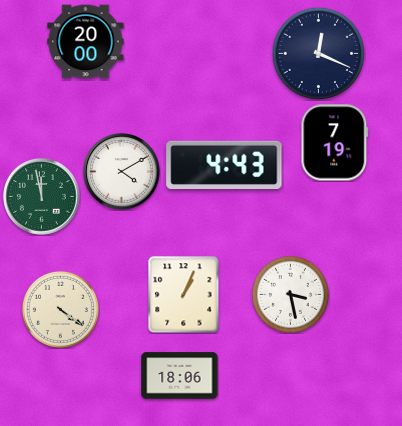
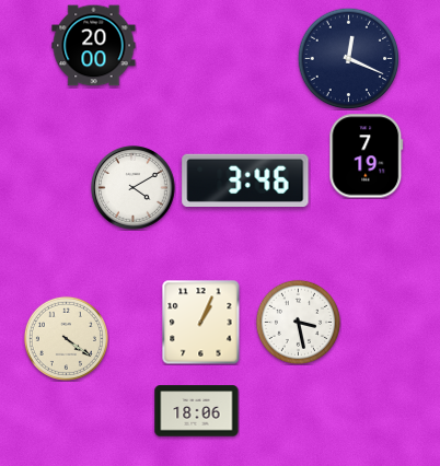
clock at (224, 164): 4:43 -> 3:46
clock at (42, 197): 11:58 -> none
clock at (290, 294) position: (290, 294) -> (298, 322)
